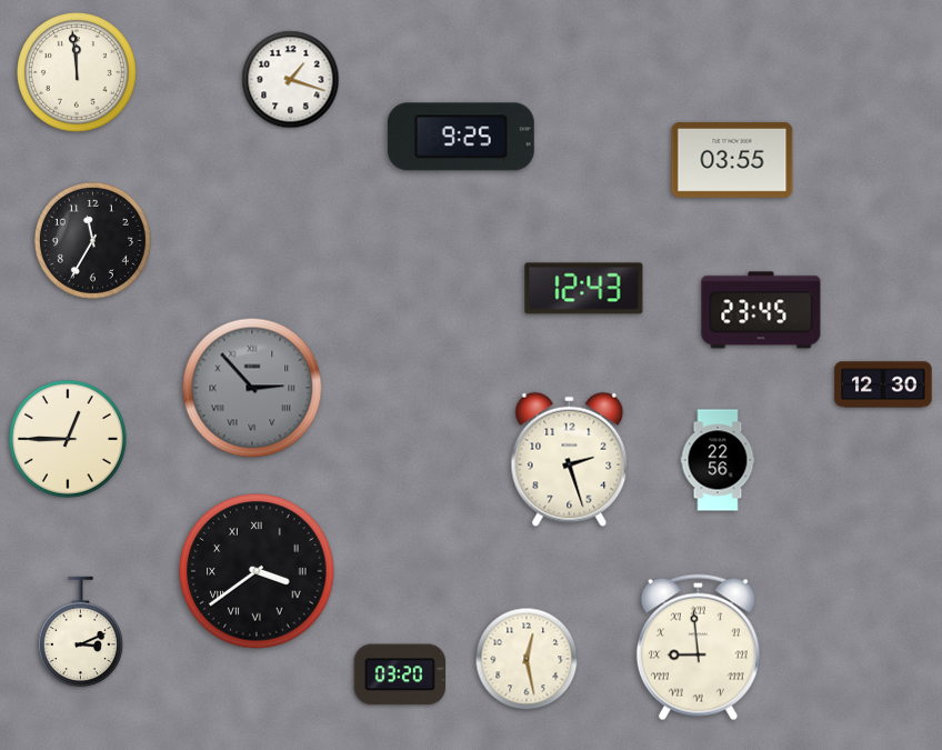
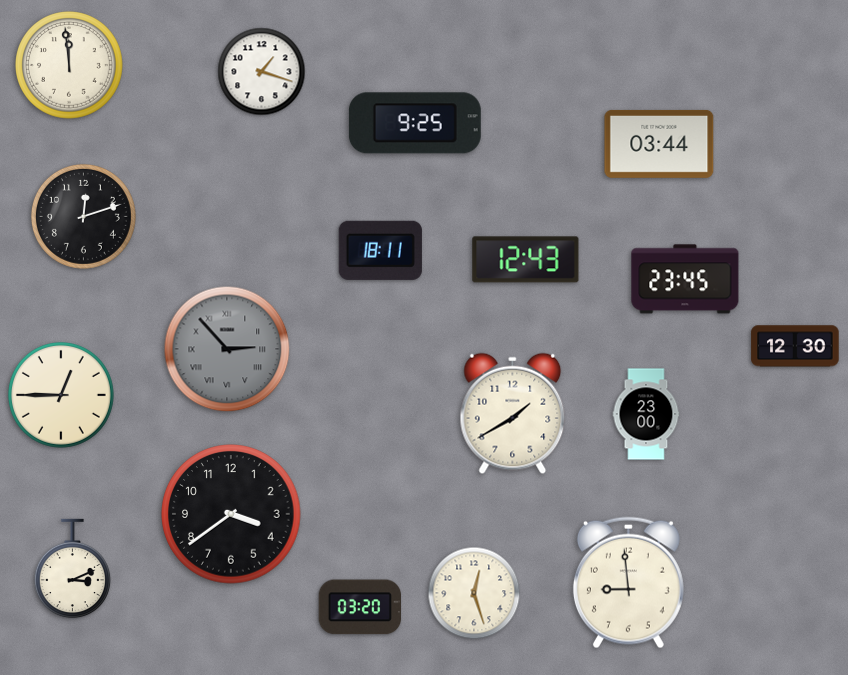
clock at (732, 160): 03:55 -> 03:44
clock at (92, 240): 11:35 -> 12:12
clock at (380, 250): none -> 18:11
clock at (570, 460): 2:27 -> 1:40
clock at (718, 460): 22:56 -> 23:00
clock at (257, 571) numerals: Roman -> Arabic
clock at (698, 648) numerals: Roman -> Arabic
clock at (527, 659): 12:28 -> 12:27
